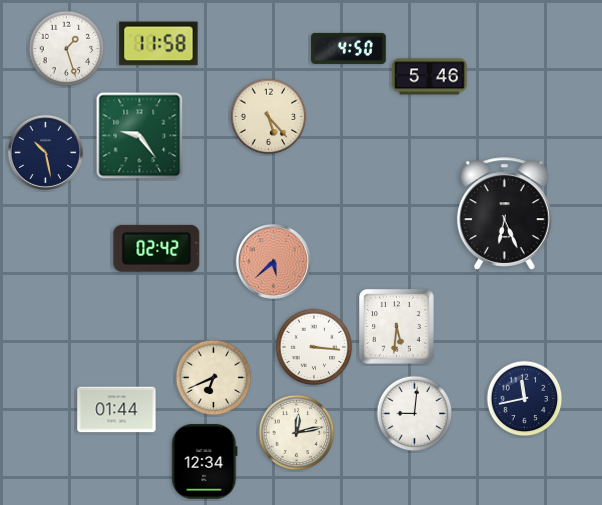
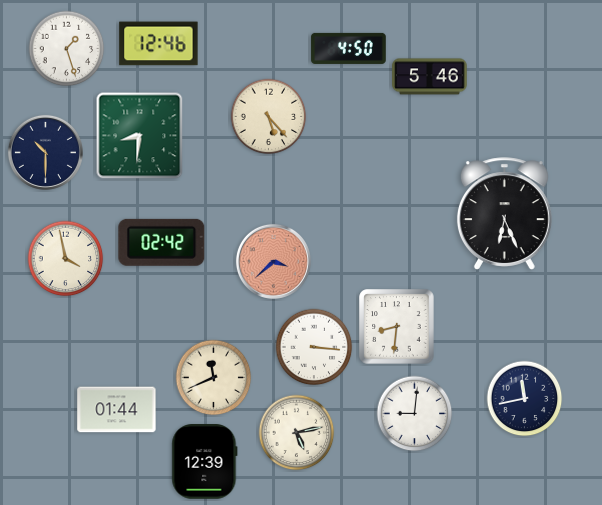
clock at (159, 44): 11:58 -> 12:46
clock at (140, 136): 9:24 -> 8:31
clock at (45, 152): 10:28 -> 10:30
clock at (157, 248) position: (157, 248) -> (162, 242)
clock at (66, 259): none -> 3:58
clock at (273, 261): 5:38 -> 3:38
clock at (397, 327): 5:31 -> 8:31
clock at (214, 378): 6:41 -> 11:41
clock at (297, 433): 12:13 -> 5:13
clock at (205, 462): 12:34 -> 12:39
